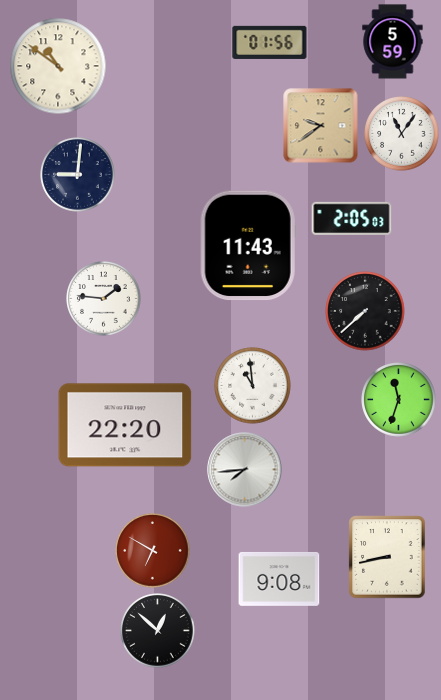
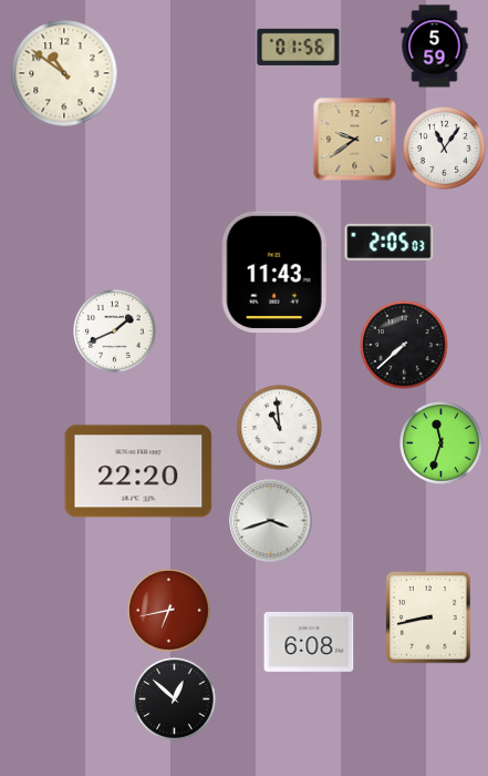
clock at (78, 175): 9:01 -> none
clock at (104, 299): 1:46 -> 1:41
clock at (245, 470): 7:44 -> 3:42
clock at (153, 551): 6:50 -> 6:43
clock at (279, 579): 9:08 -> 6:08
